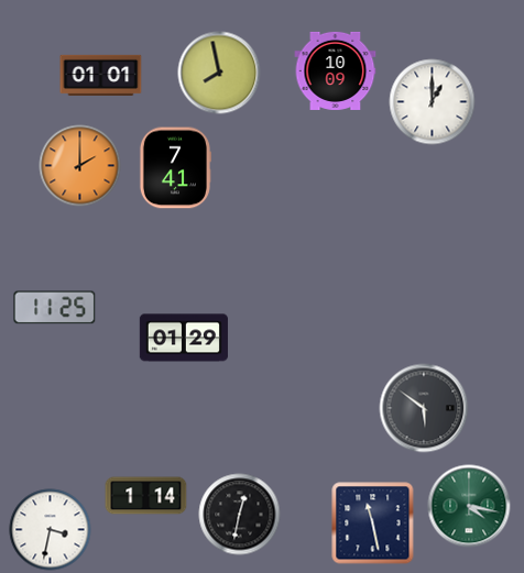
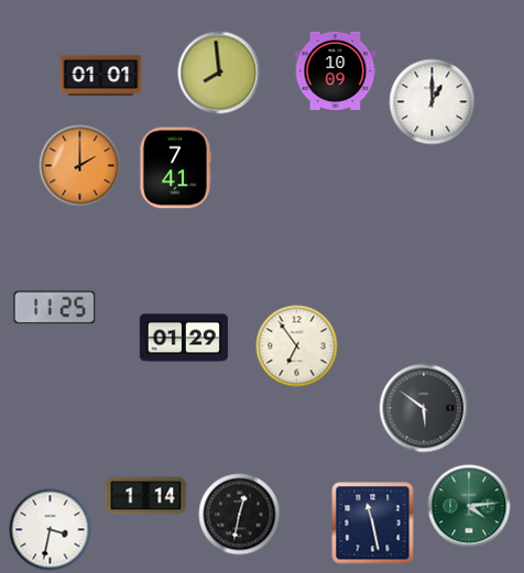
clock at (219, 73): 7:58 -> 7:59
clock at (297, 346): none -> 6:54
clock at (469, 506): 4:17 -> 4:14
